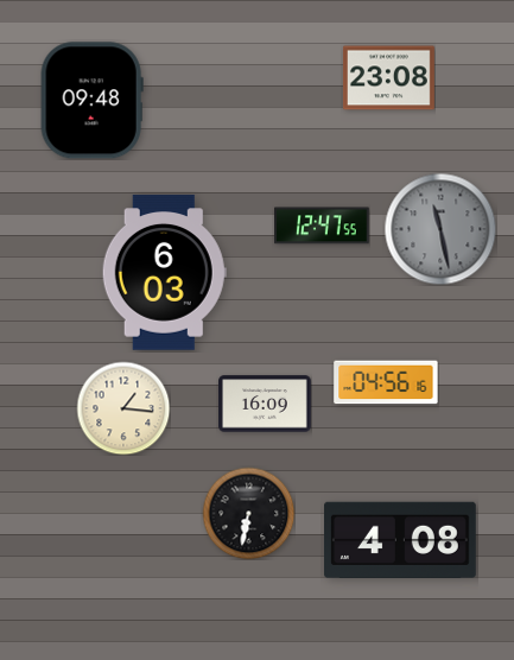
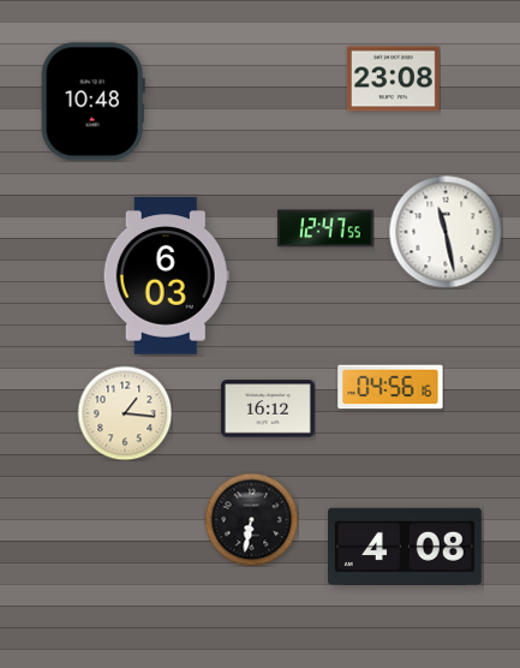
clock at (91, 101): 09:48 -> 10:48
clock at (440, 229) dial: grey -> white
clock at (266, 404): 16:09 -> 16:12
